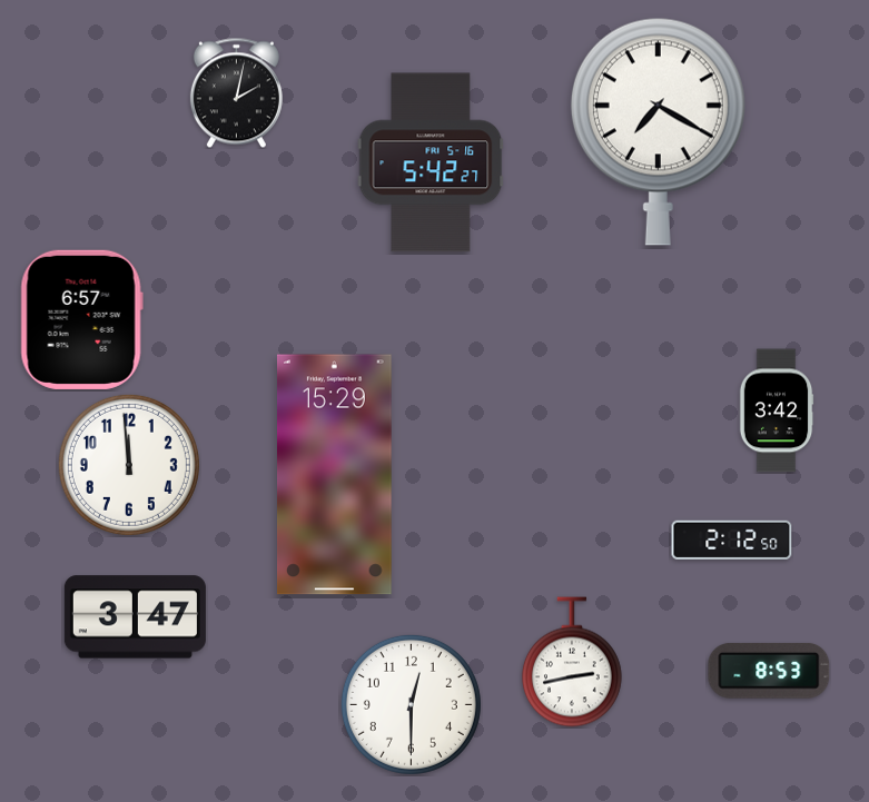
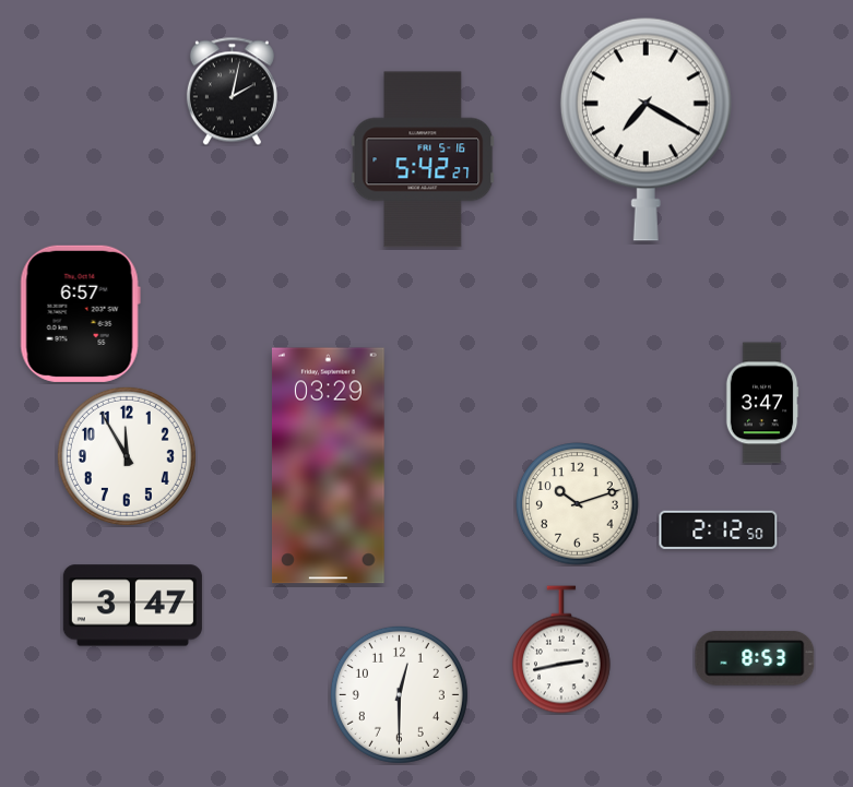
clock at (777, 410): 3:42 -> 3:47
clock at (129, 465): 11:59 -> 11:55
clock at (335, 475): 15:29 -> 03:29
clock at (578, 504): none -> 10:12
clock at (411, 704) position: (411, 704) -> (399, 694)
